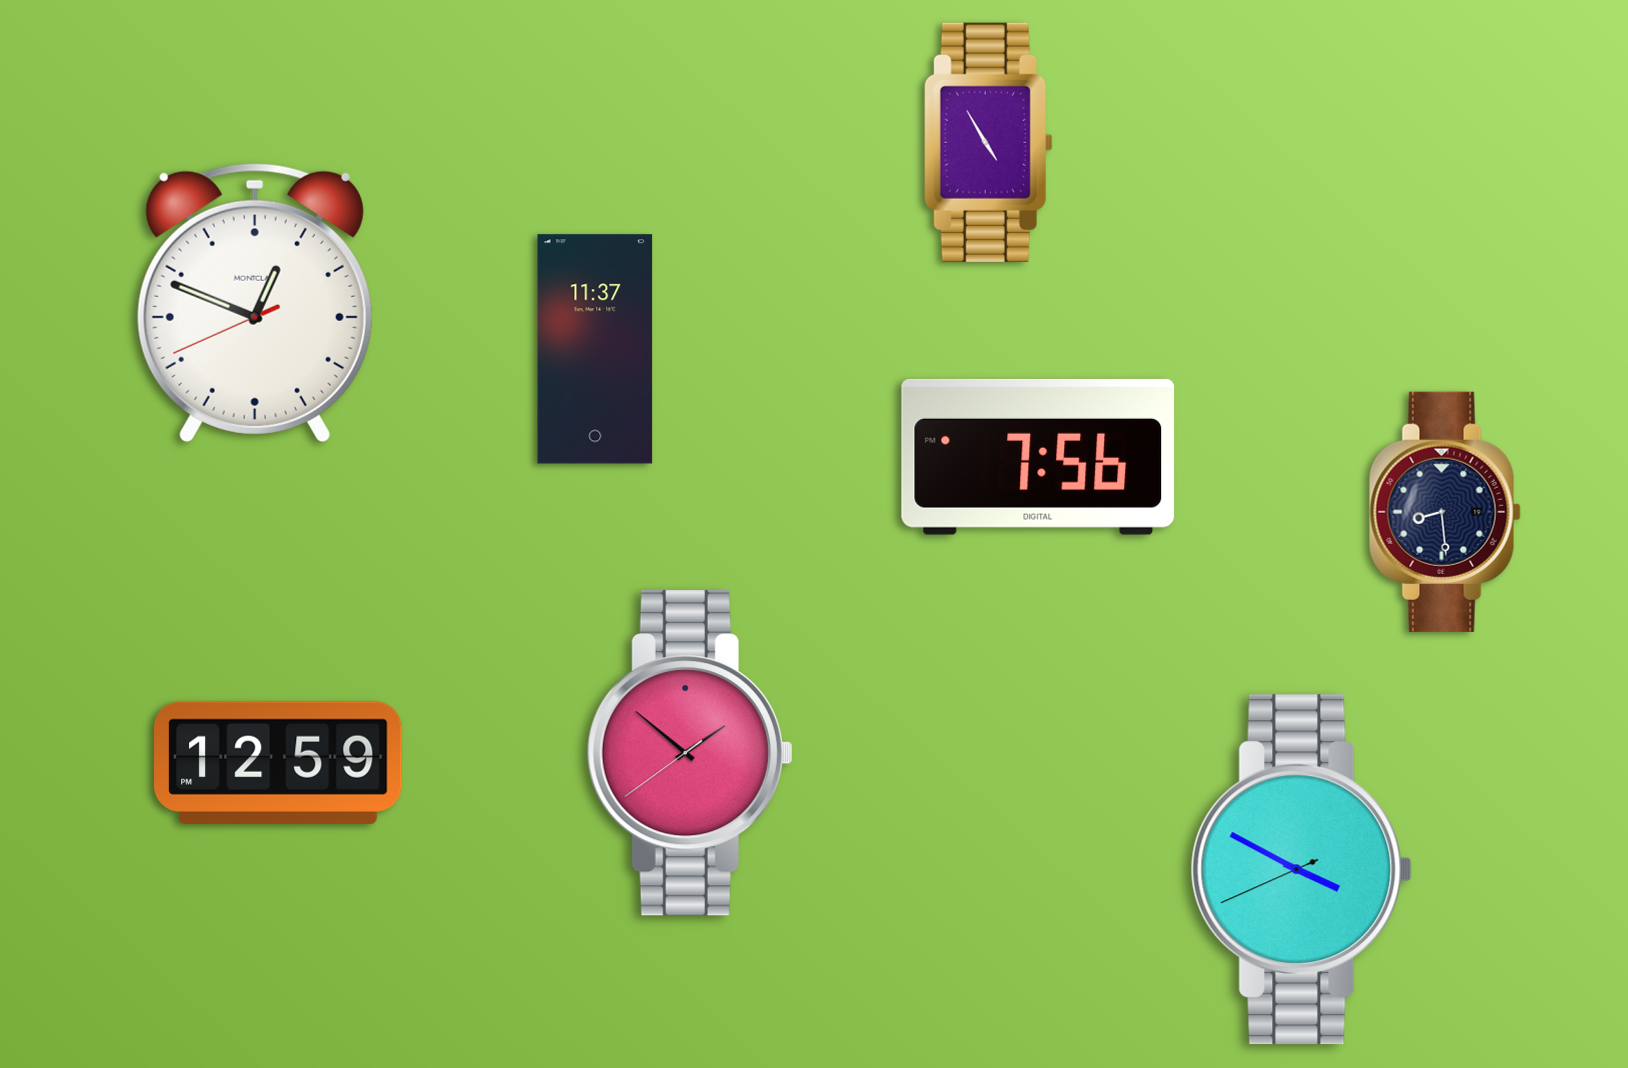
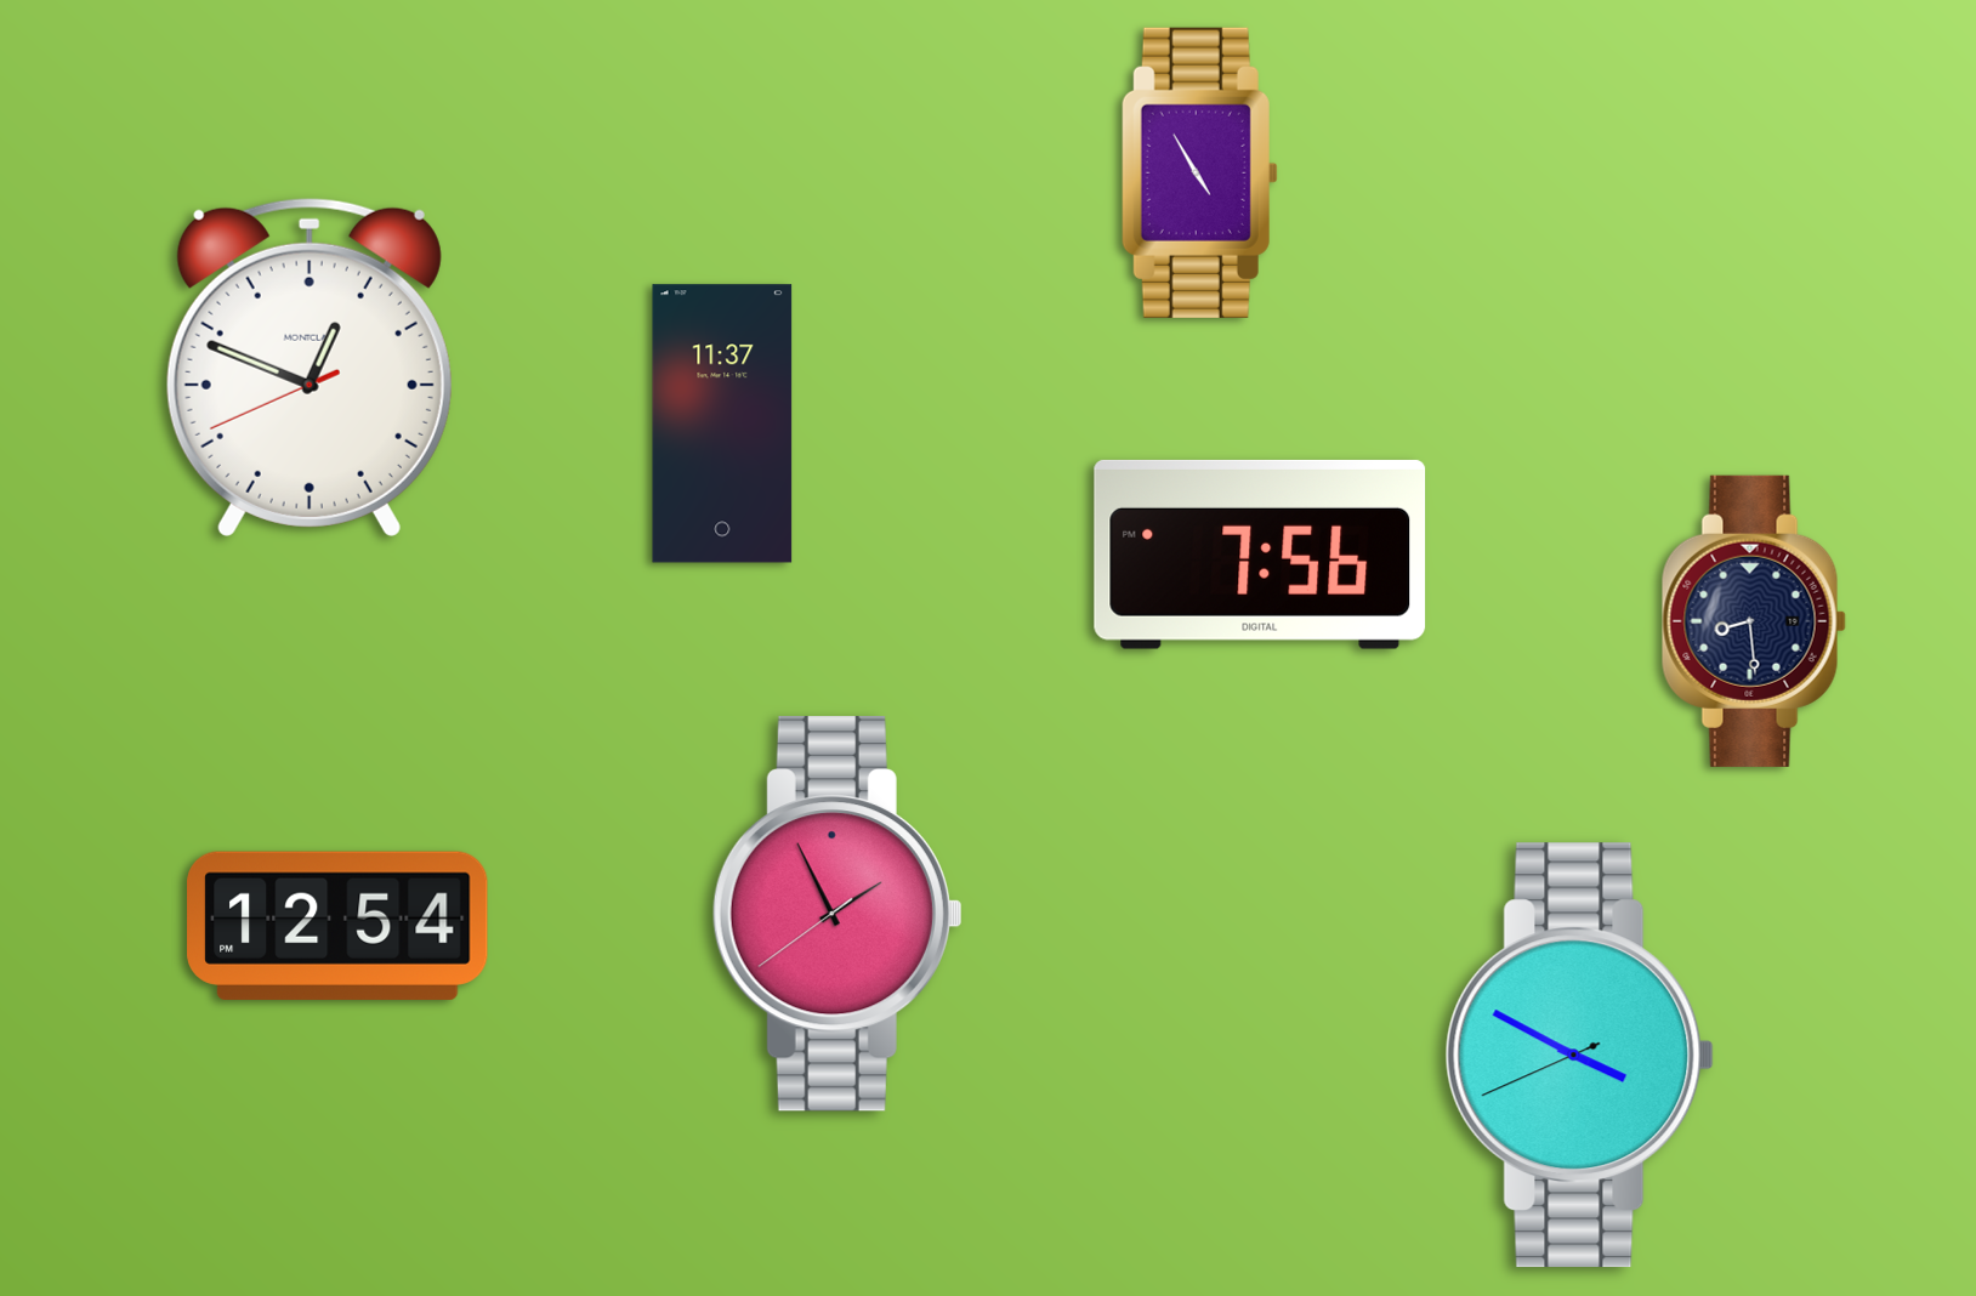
clock at (690, 753): 1:51 -> 1:55
clock at (278, 763): 12:59 -> 12:54
